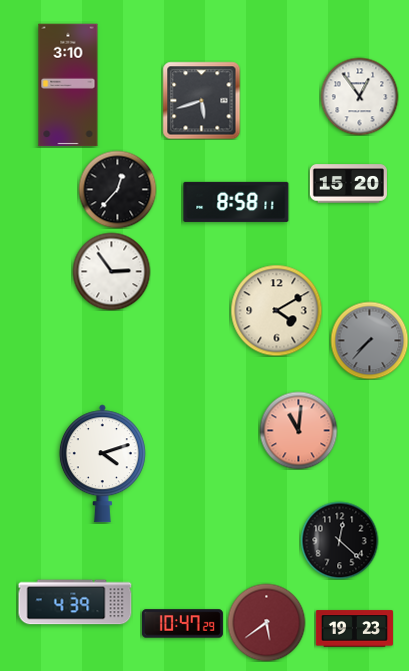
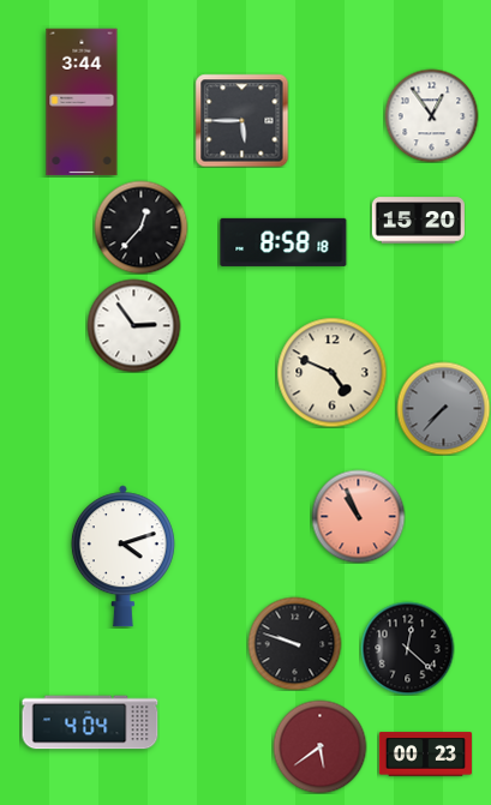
clock at (68, 85): 3:10 -> 3:44
clock at (201, 100): 5:42 -> 5:45
clock at (236, 202): 8:58:11 -> 8:58:18
clock at (276, 310): 4:10 -> 4:49
clock at (298, 430): 11:01 -> 10:56
clock at (294, 643): none -> 9:48
clock at (75, 602): 4:39 -> 4:04
clock at (182, 624): 10:47 -> none
clock at (354, 629): 19:23 -> 00:23
